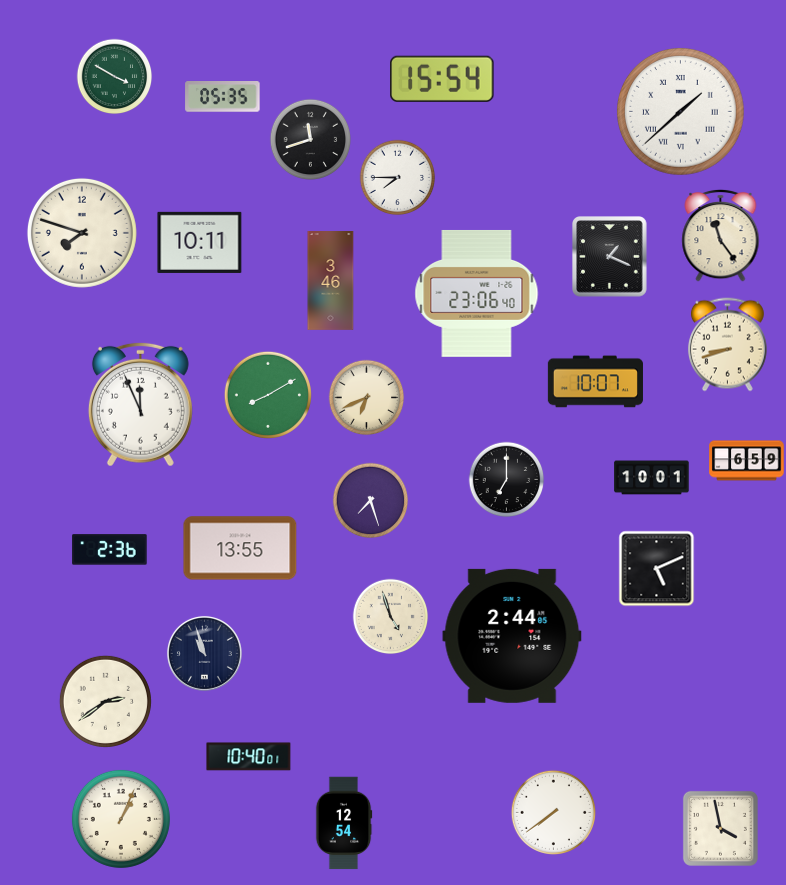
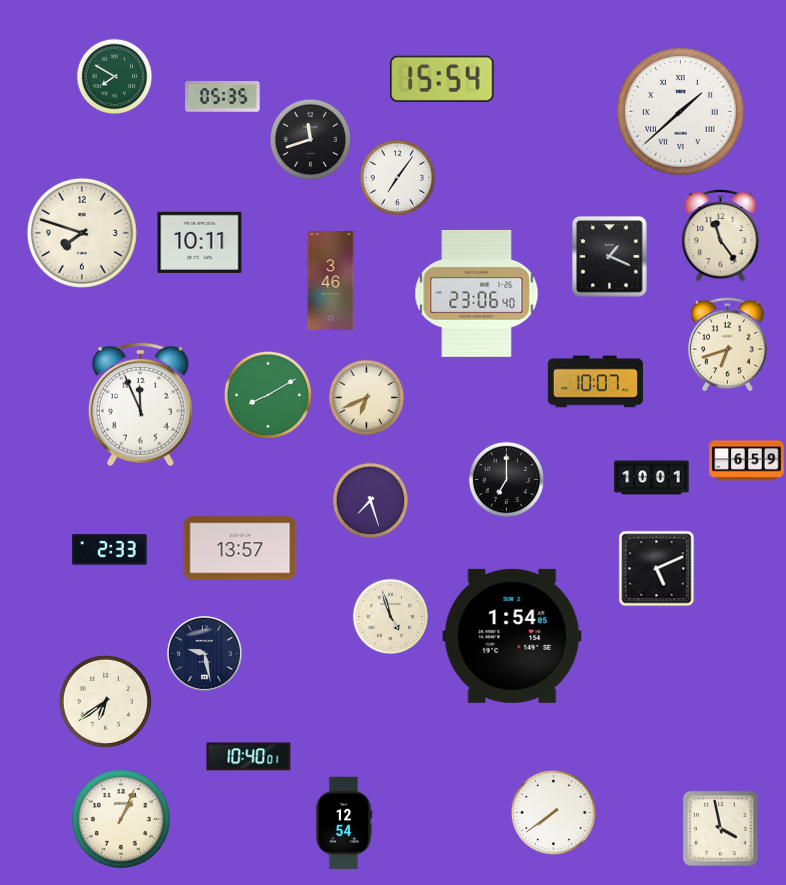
clock at (115, 77): 3:50 -> 7:50
clock at (398, 178): 7:45 -> 7:06
clock at (727, 345): 8:42 -> 6:42
clock at (240, 548): 13:55 -> 13:57
clock at (110, 550): 2:36 -> 2:33
clock at (512, 636): 2:44 -> 1:54
clock at (204, 653): 10:57 -> 9:28
clock at (105, 701): 2:39 -> 6:39
